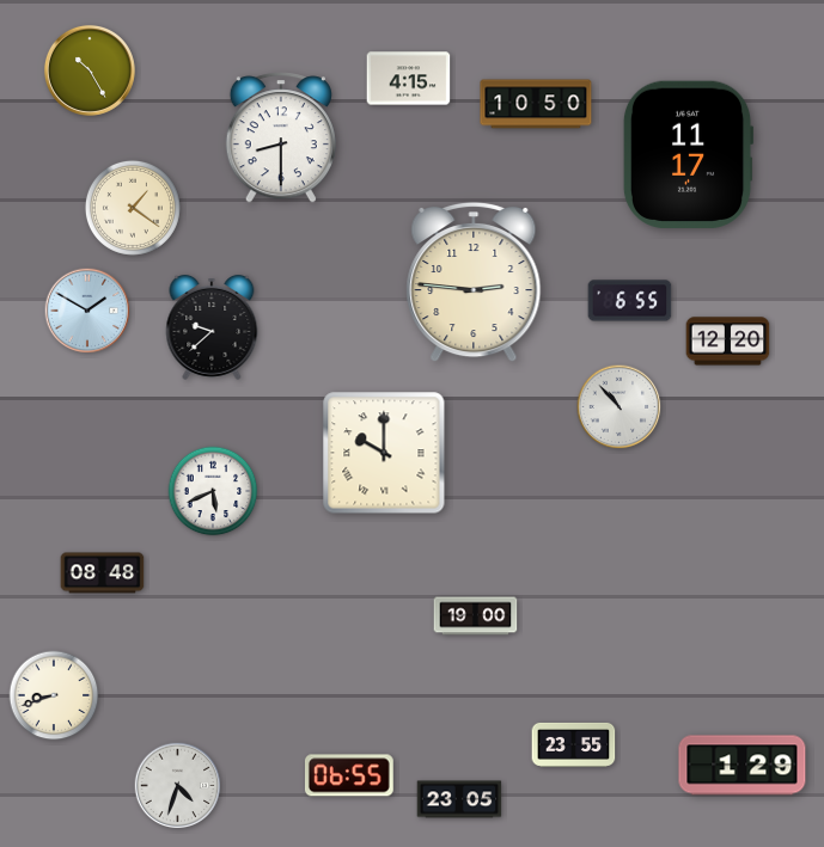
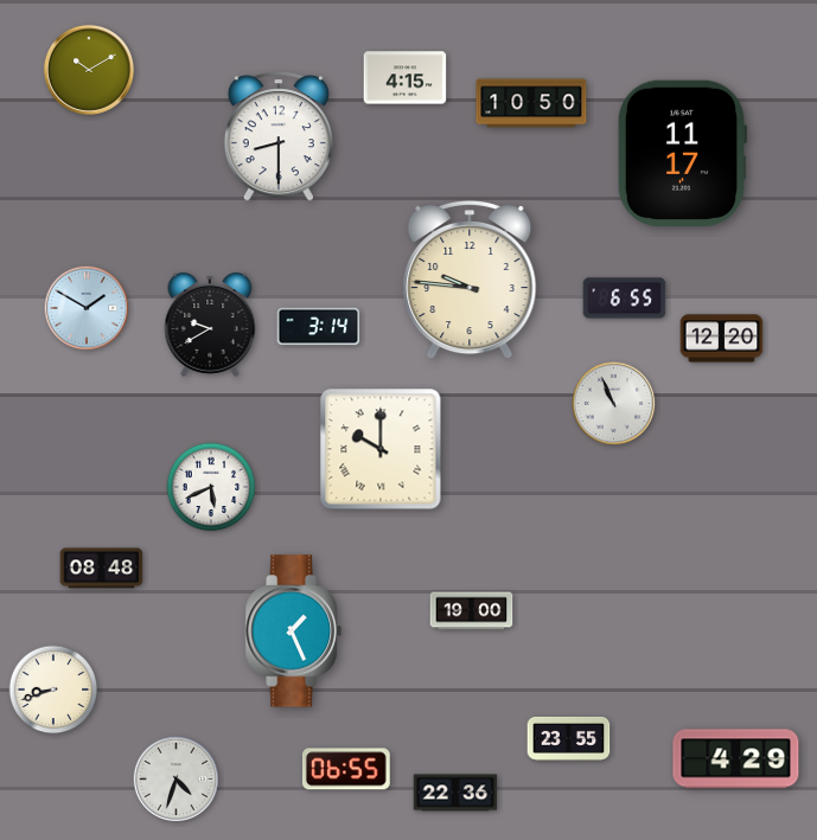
clock at (90, 70): 10:25 -> 10:10
clock at (133, 208): 1:21 -> none
clock at (474, 282): 2:46 -> 9:46
clock at (212, 327): 9:38 -> 9:40
clock at (319, 327): none -> 3:14
clock at (619, 407): 10:53 -> 10:56
clock at (293, 631): none -> 1:26
clock at (743, 766): 1:29 -> 4:29
clock at (459, 799): 23:05 -> 22:36
